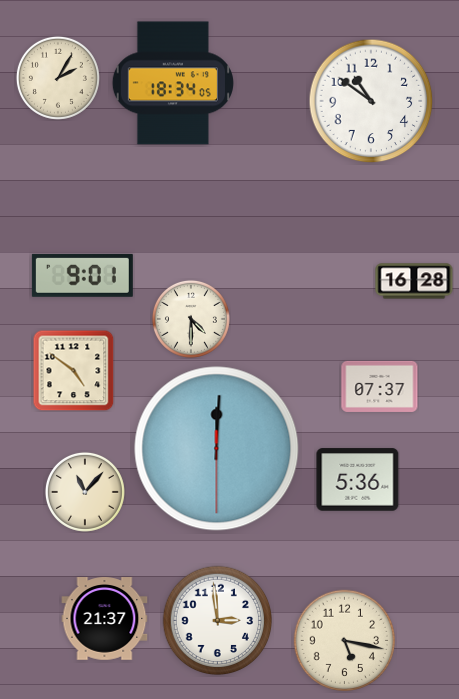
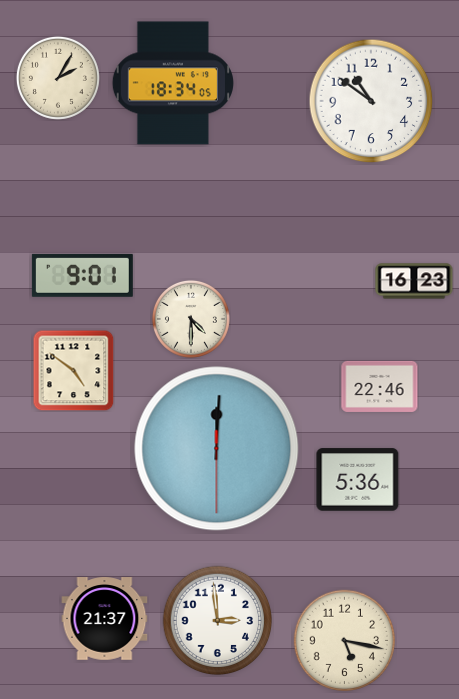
clock at (414, 281): 16:28 -> 16:23
clock at (380, 386): 07:37 -> 22:46
clock at (85, 492): 11:07 -> none
